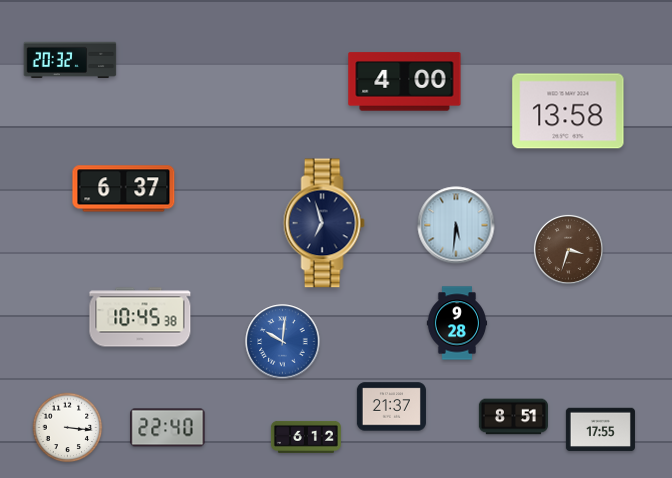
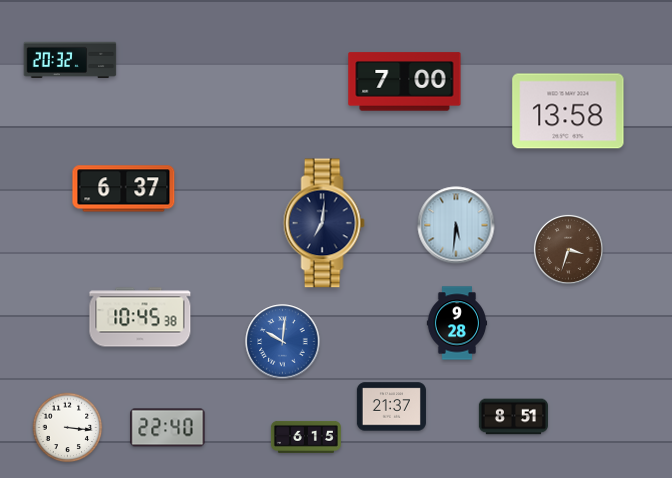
clock at (405, 82): 4:00 -> 7:00
clock at (324, 223): 6:57 -> 7:01
clock at (600, 430): 17:55 -> none
clock at (306, 437): 6:12 -> 6:15
